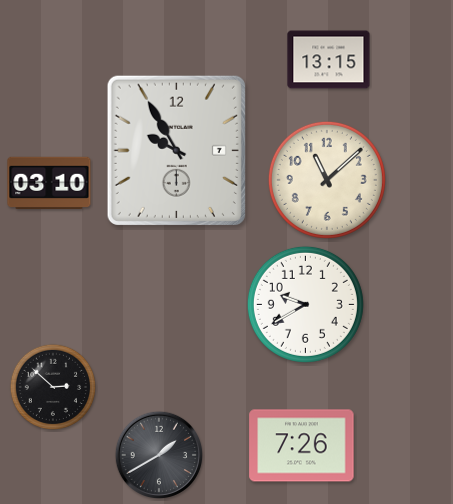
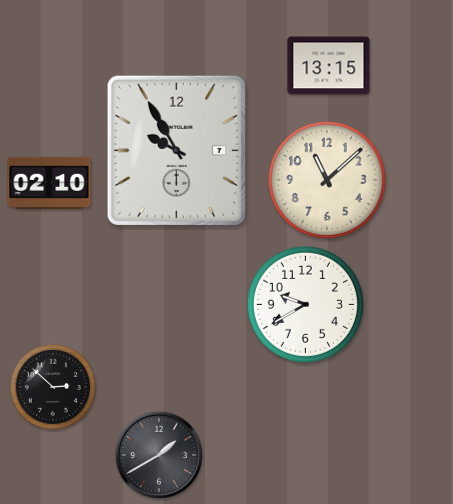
clock at (329, 60) position: (329, 60) -> (329, 66)
clock at (49, 182): 03:10 -> 02:10
clock at (302, 446): 7:26 -> none
